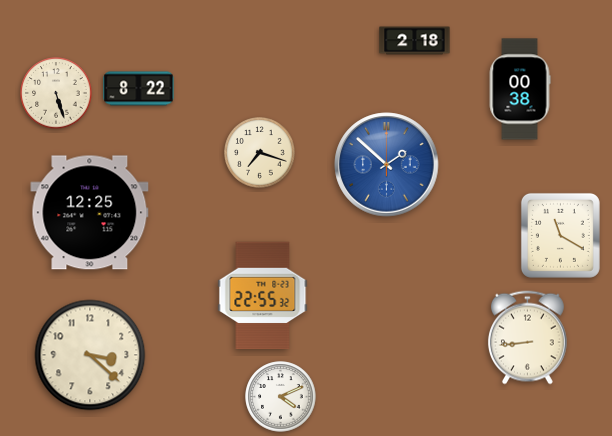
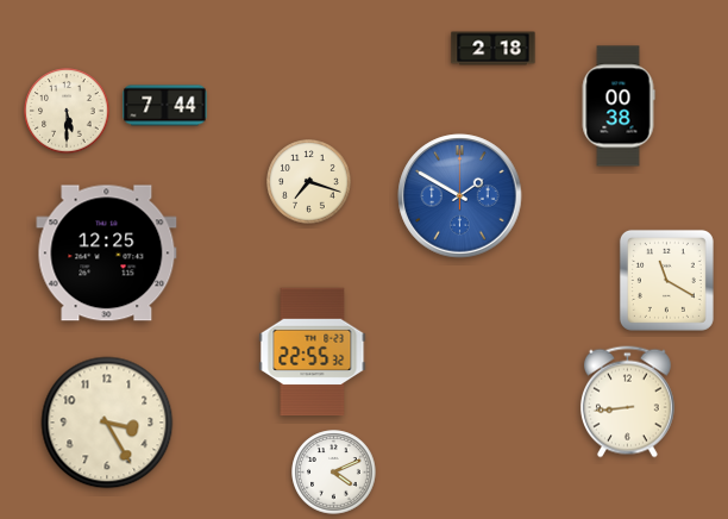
clock at (139, 89): 8:22 -> 7:44
clock at (56, 93): 5:27 -> 5:30
clock at (387, 165): 1:52 -> 1:50
clock at (90, 355): 3:22 -> 3:25
